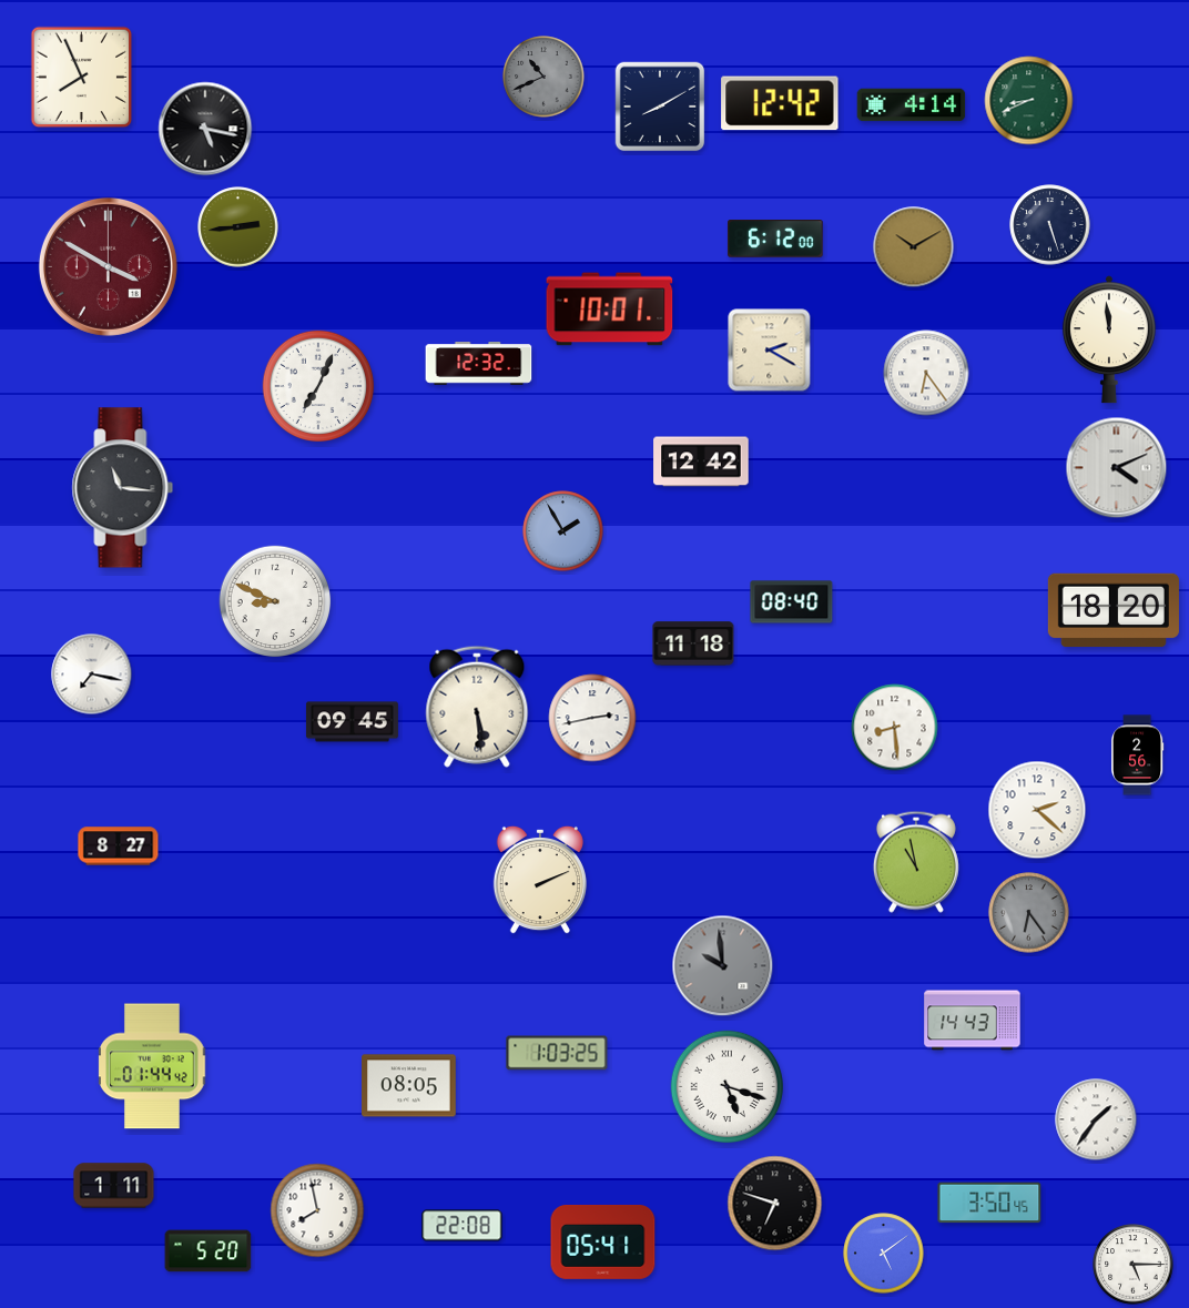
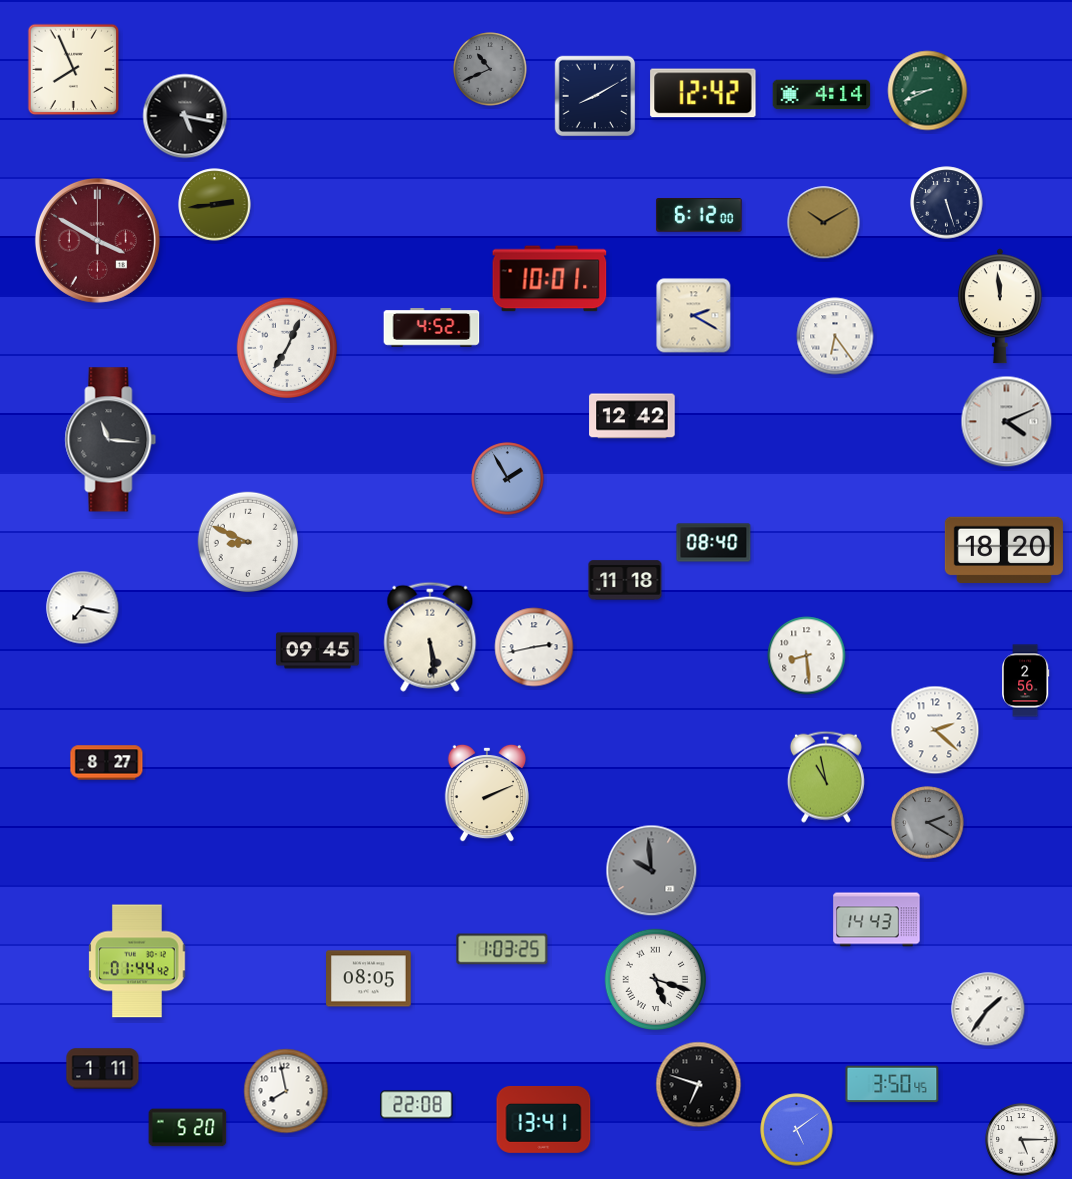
clock at (479, 364): 12:32 -> 4:52
clock at (1029, 913): 6:24 -> 2:20
clock at (603, 1241): 05:41 -> 13:41
